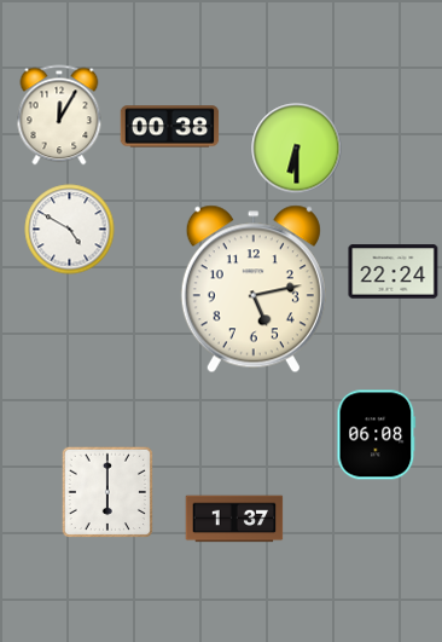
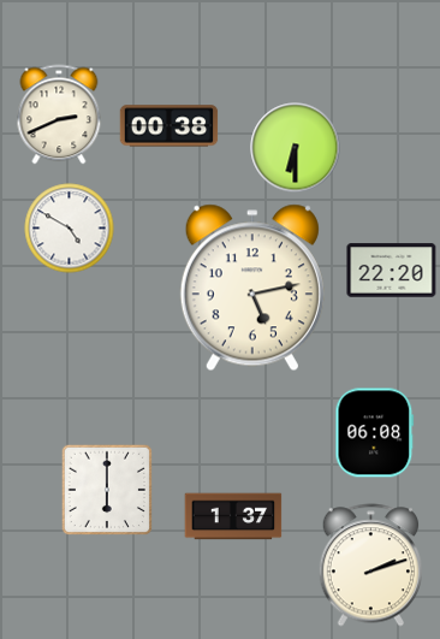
clock at (59, 115): 12:05 -> 2:41
clock at (394, 272): 22:24 -> 22:20
clock at (370, 566): none -> 2:12
